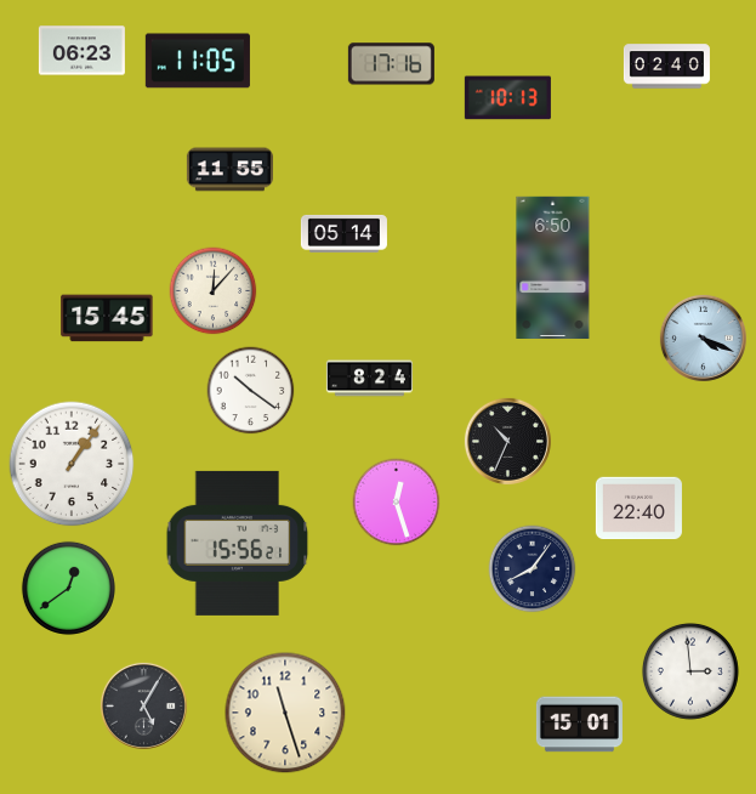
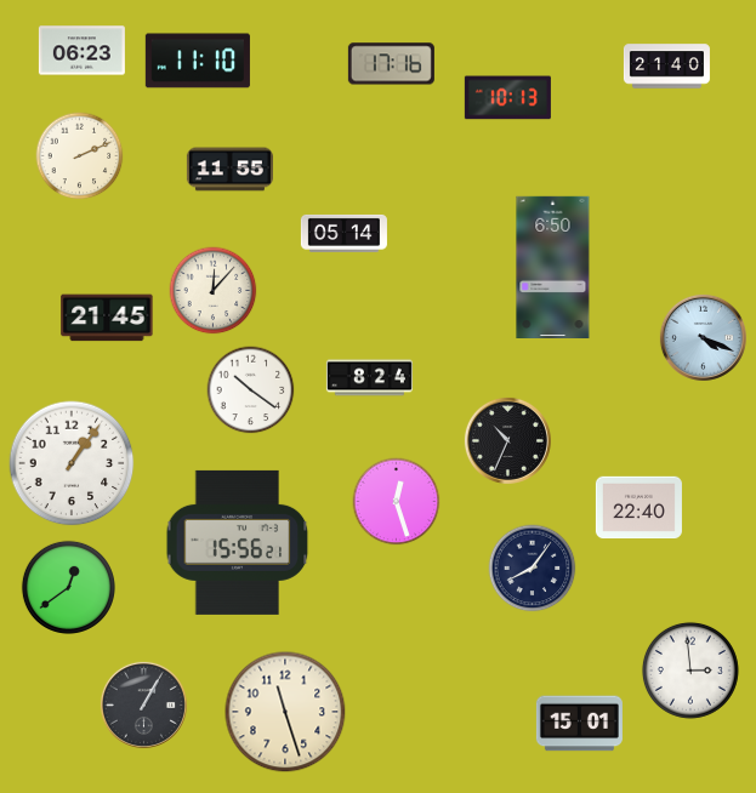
clock at (198, 61): 11:05 -> 11:10
clock at (666, 67): 02:40 -> 21:40
clock at (80, 156): none -> 2:11
clock at (107, 318): 15:45 -> 21:45
clock at (143, 705): 5:05 -> 1:05
